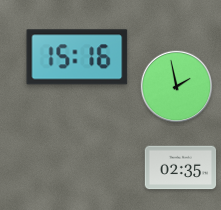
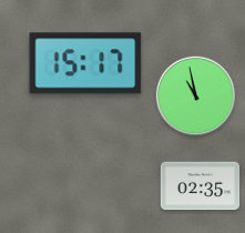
clock at (77, 57): 15:16 -> 15:17
clock at (177, 87): 1:58 -> 10:58
